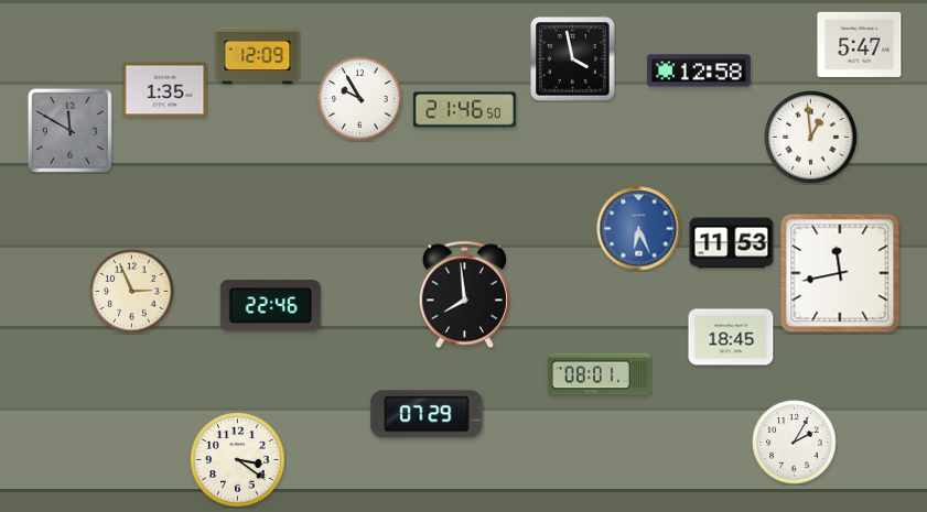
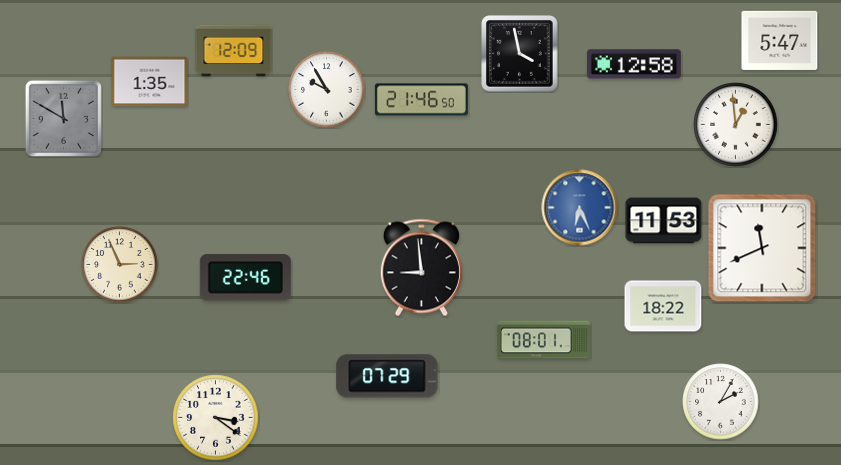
clock at (840, 273): 11:43 -> 11:41
clock at (464, 295): 7:59 -> 8:59
clock at (731, 337): 18:45 -> 18:22
